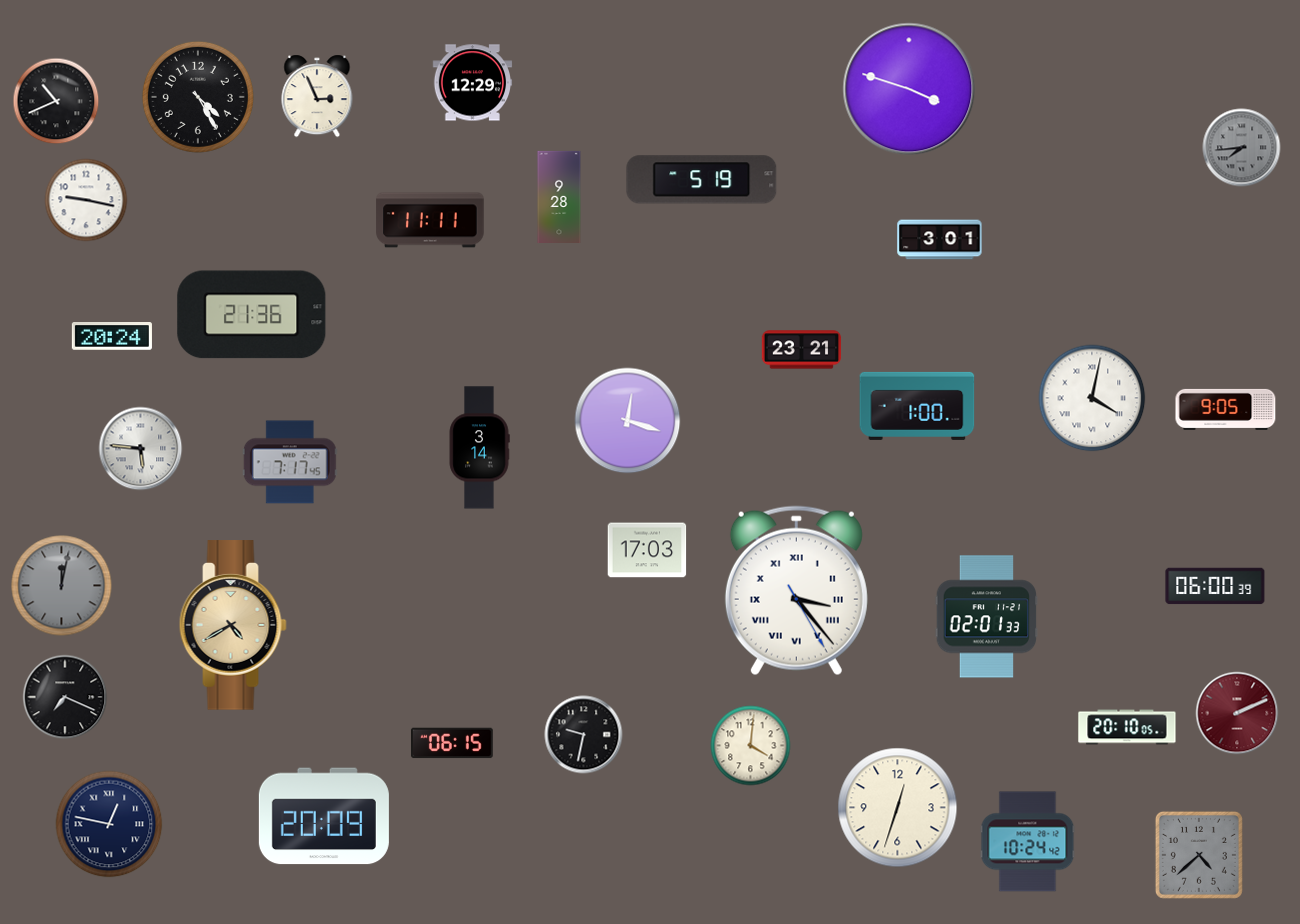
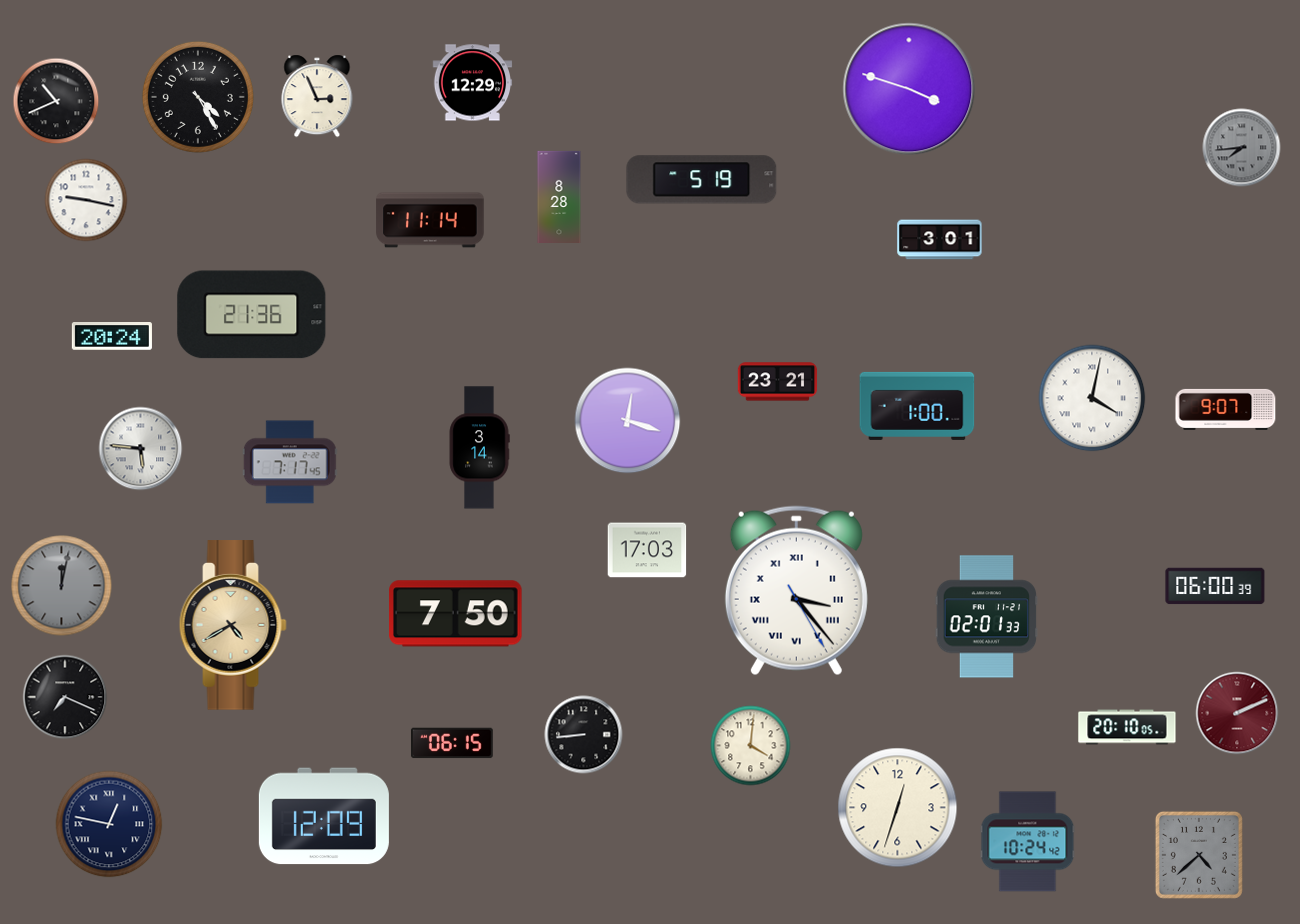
clock at (559, 196): 9:28 -> 8:28
clock at (430, 220): 11:11 -> 11:14
clock at (802, 350) position: (802, 350) -> (778, 382)
clock at (1226, 409): 9:05 -> 9:07
clock at (456, 614): none -> 7:50
clock at (584, 735): 9:32 -> 8:44
clock at (324, 816): 20:09 -> 12:09
